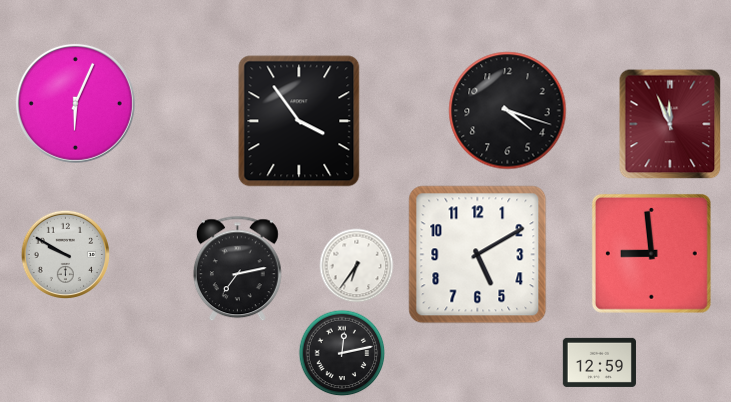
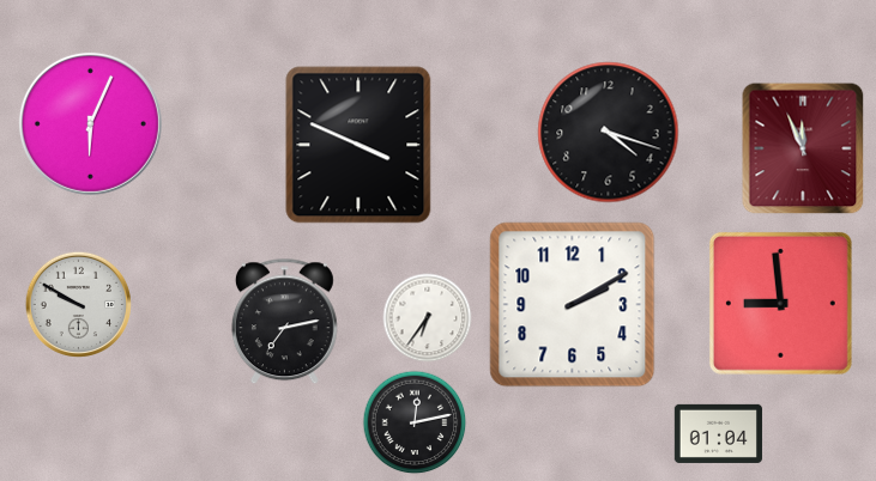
clock at (299, 121): 3:54 -> 3:49
clock at (478, 255): 5:10 -> 2:10
clock at (342, 353) position: (342, 353) -> (415, 422)
clock at (599, 362): 12:59 -> 01:04
